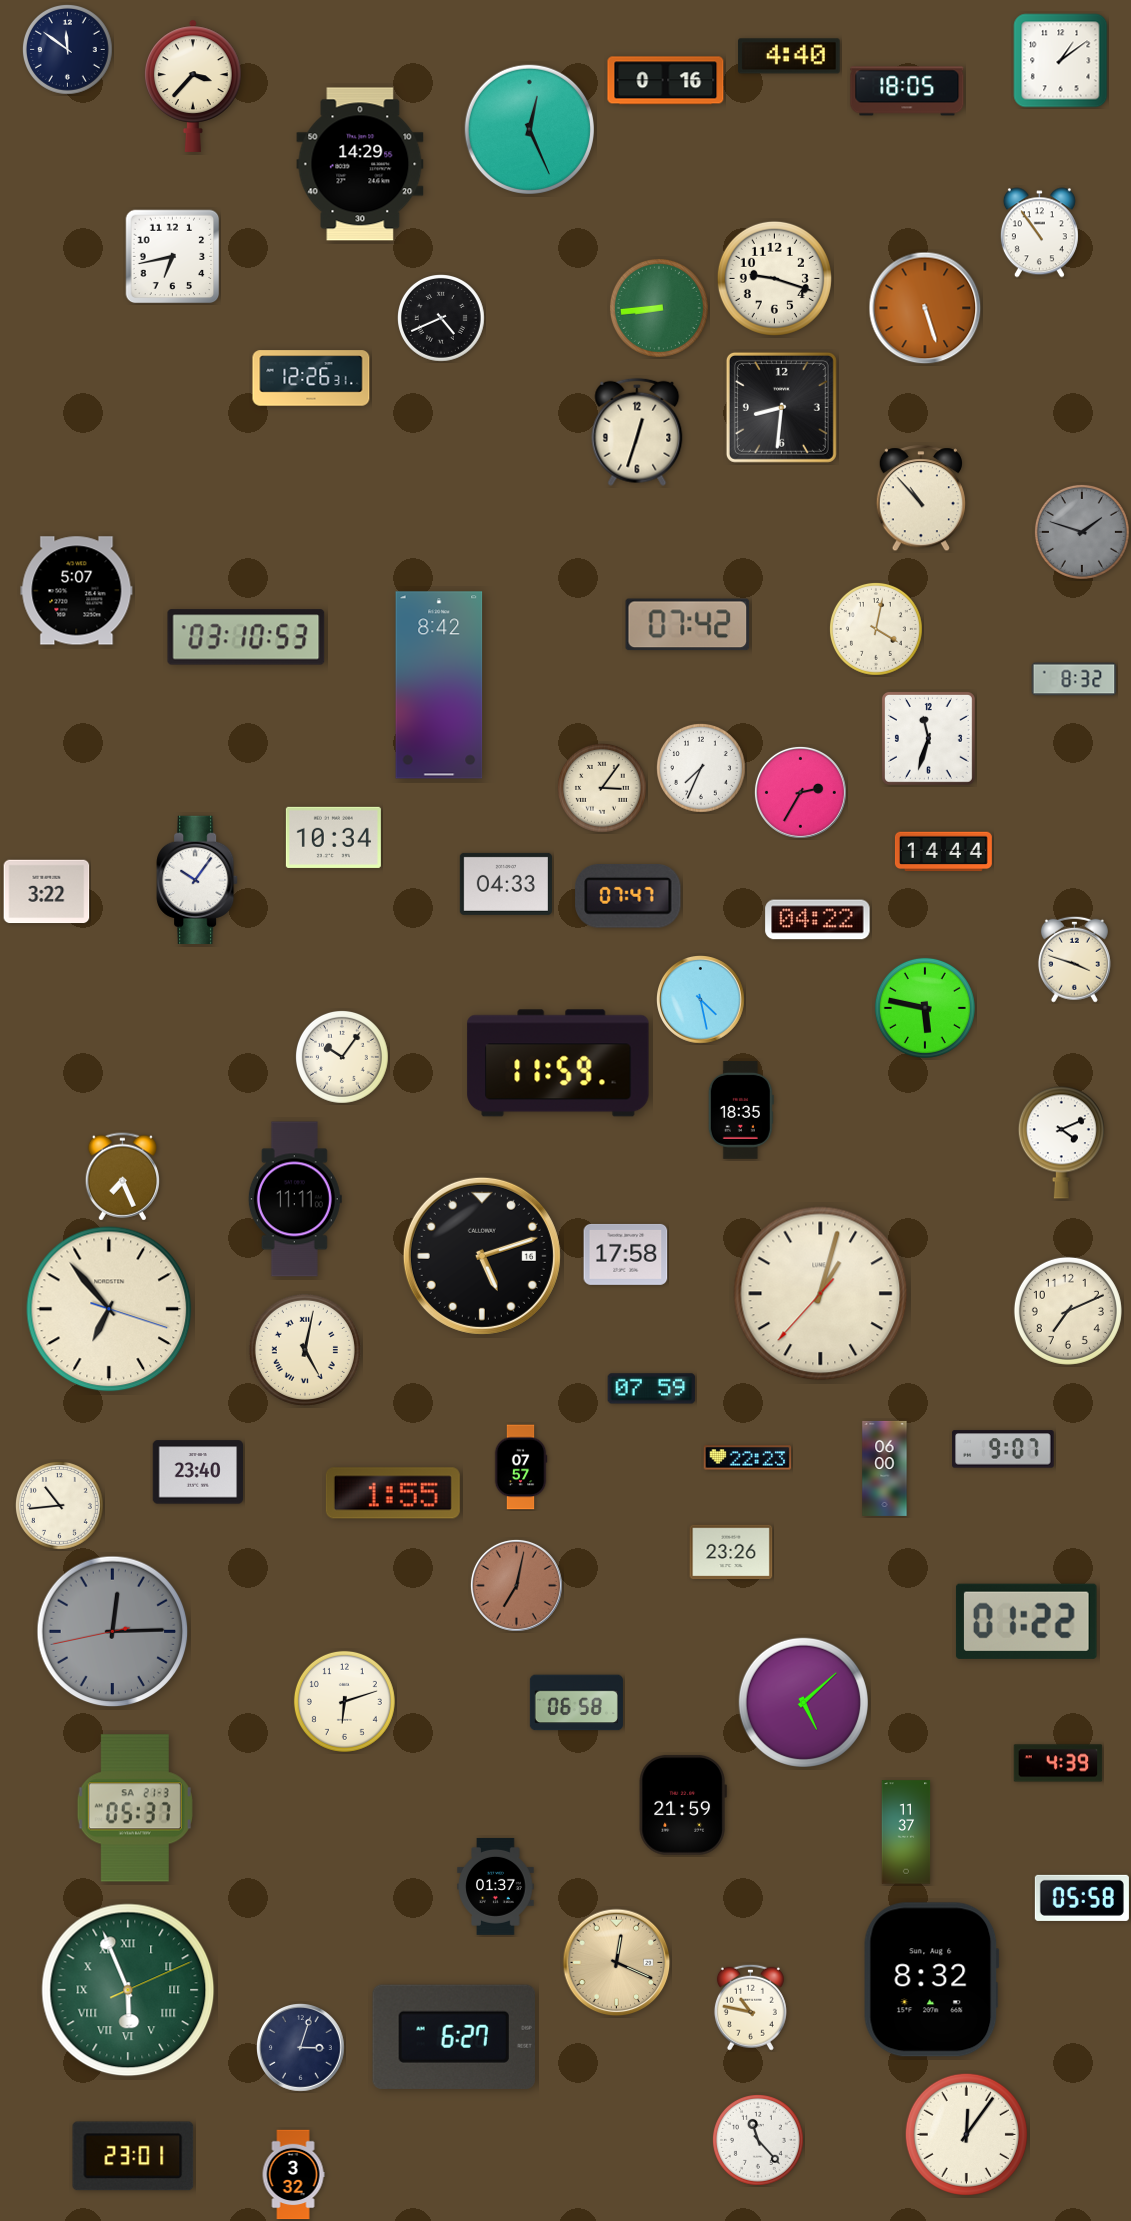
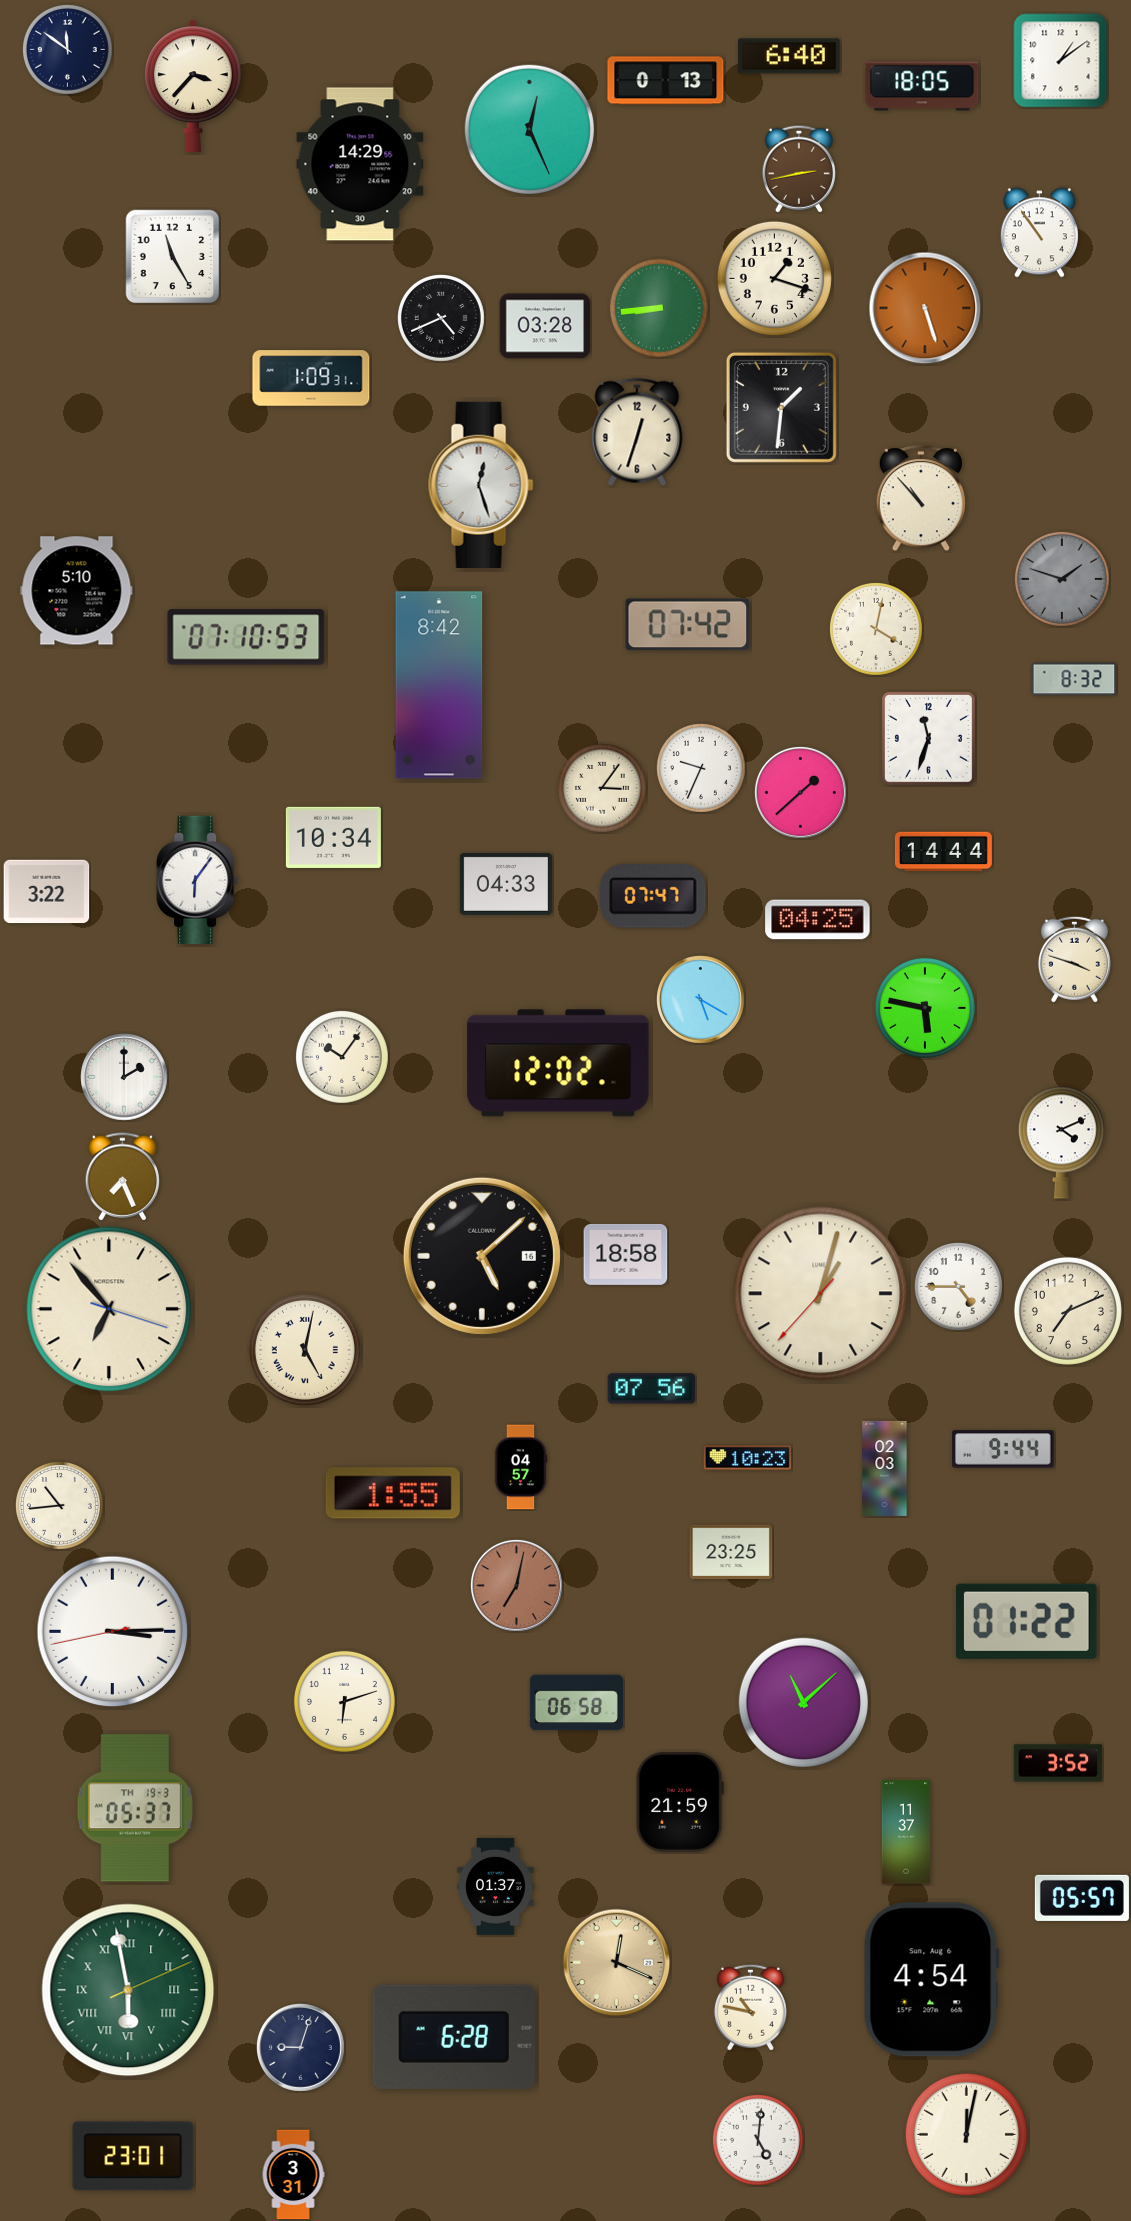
clock at (789, 56): 4:40 -> 6:40
clock at (666, 81): 0:16 -> 0:13
clock at (907, 91) position: (907, 91) -> (922, 86)
clock at (799, 169): none -> 2:43
clock at (173, 257): 6:43 -> 11:25
clock at (774, 278): 9:18 -> 1:18
clock at (545, 326): none -> 03:28
clock at (311, 378): 12:26 -> 1:09
clock at (781, 407): 8:31 -> 1:31
clock at (481, 485): none -> 12:27
clock at (1082, 532) position: (1082, 532) -> (1062, 579)
clock at (77, 591): 5:07 -> 5:10
clock at (246, 637): 03:10 -> 07:10
clock at (701, 768): 7:34 -> 9:34
clock at (800, 792): 2:35 -> 1:38
clock at (197, 879): 10:06 -> 6:06
clock at (628, 896) position: (628, 896) -> (653, 896)
clock at (818, 920): 04:22 -> 04:25
clock at (701, 1000): 4:28 -> 5:20
clock at (558, 1063): 11:59 -> 12:02
clock at (125, 1078): none -> 2:00
clock at (741, 1110): 18:35 -> none
clock at (295, 1199): 11:11 -> none
clock at (626, 1254): 17:58 -> 18:58
clock at (482, 1256): 5:12 -> 5:08
clock at (959, 1287): none -> 4:45
clock at (652, 1389): 07:59 -> 07:56
clock at (1003, 1449): 9:07 -> 9:44
clock at (748, 1458): 22:23 -> 10:23
clock at (521, 1467): 07:57 -> 04:57
clock at (885, 1468): 06:00 -> 02:03
clock at (198, 1472): 23:40 -> none
clock at (731, 1552): 23:26 -> 23:25
clock at (113, 1632): 12:14 -> 3:14
clock at (113, 1632) dial: grey -> white
clock at (803, 1702): 5:08 -> 11:08
clock at (1058, 1763): 4:39 -> 3:52
clock at (683, 1805) position: (683, 1805) -> (680, 1802)
clock at (135, 1808) date: SA 21-3 -> TH 19-3
clock at (1082, 1898): 05:58 -> 05:57
clock at (931, 1980): 8:32 -> 4:54
clock at (128, 1990): 5:56 -> 5:58
clock at (453, 2037): 6:27 -> 6:28
clock at (301, 2048): 3:03 -> 9:03
clock at (966, 2134): 12:06 -> 12:02
clock at (758, 2140): 11:23 -> 5:01
clock at (293, 2175): 3:32 -> 3:31
